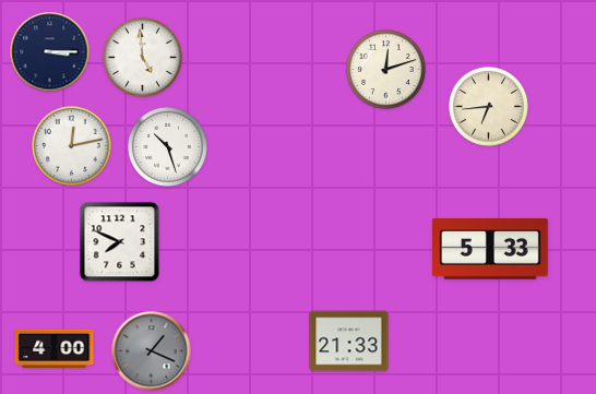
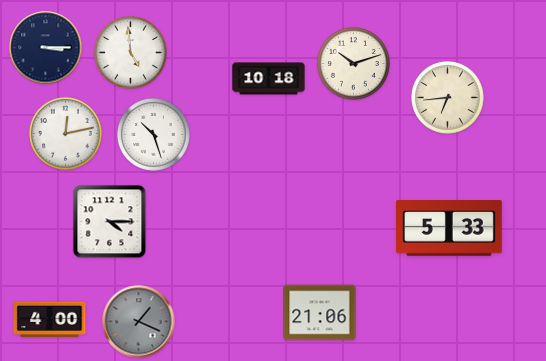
clock at (386, 70): 12:12 -> 10:12
clock at (269, 79): none -> 10:18
clock at (120, 242): 7:49 -> 4:15
clock at (349, 342): 21:33 -> 21:06
